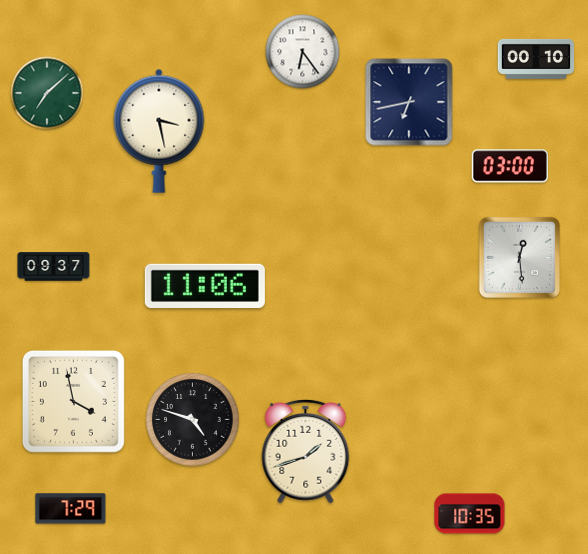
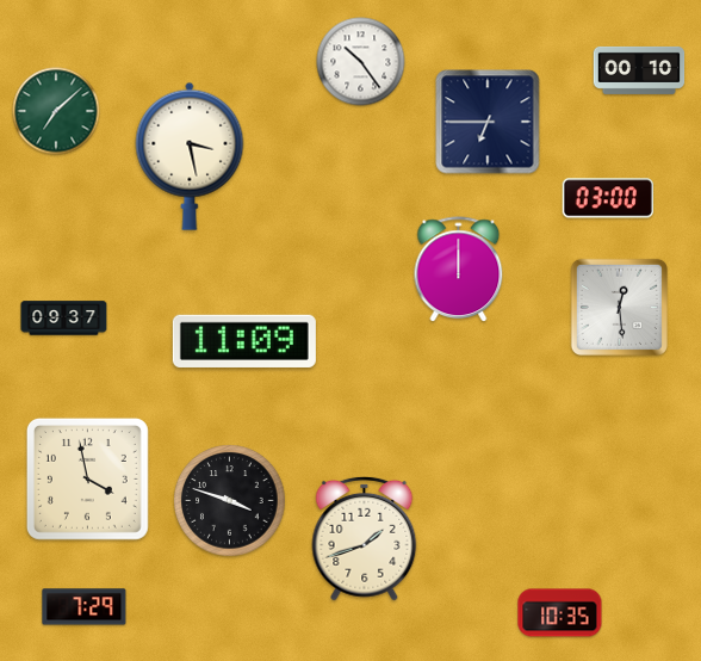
clock at (303, 52): 6:24 -> 10:24
clock at (409, 102): 6:43 -> 6:45
clock at (459, 270): none -> 12:00
clock at (205, 286): 11:06 -> 11:09
clock at (193, 420): 4:48 -> 3:48
